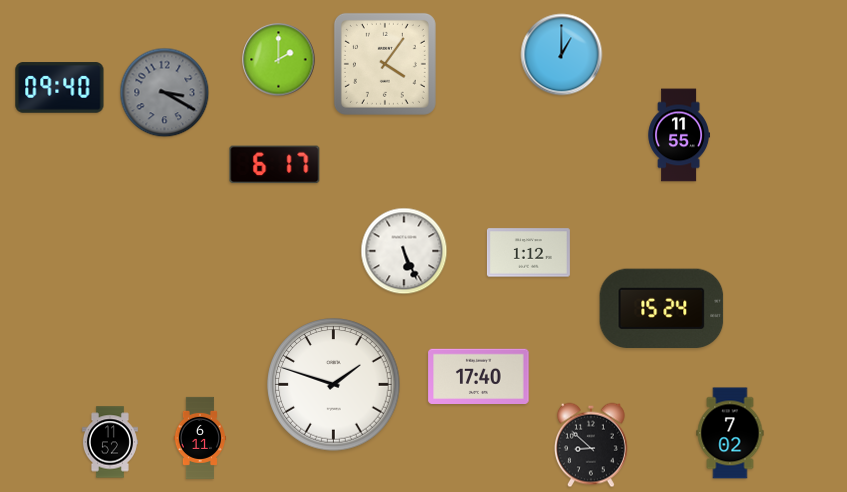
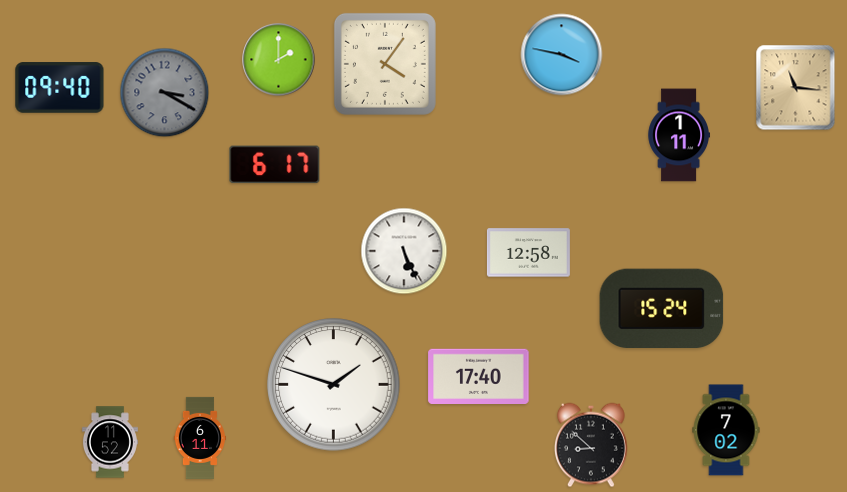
clock at (562, 55): 1:00 -> 3:47
clock at (796, 88): none -> 11:16
clock at (678, 135): 11:55 -> 1:11
clock at (528, 253): 1:12 -> 12:58
clock at (730, 433) position: (730, 433) -> (726, 430)
